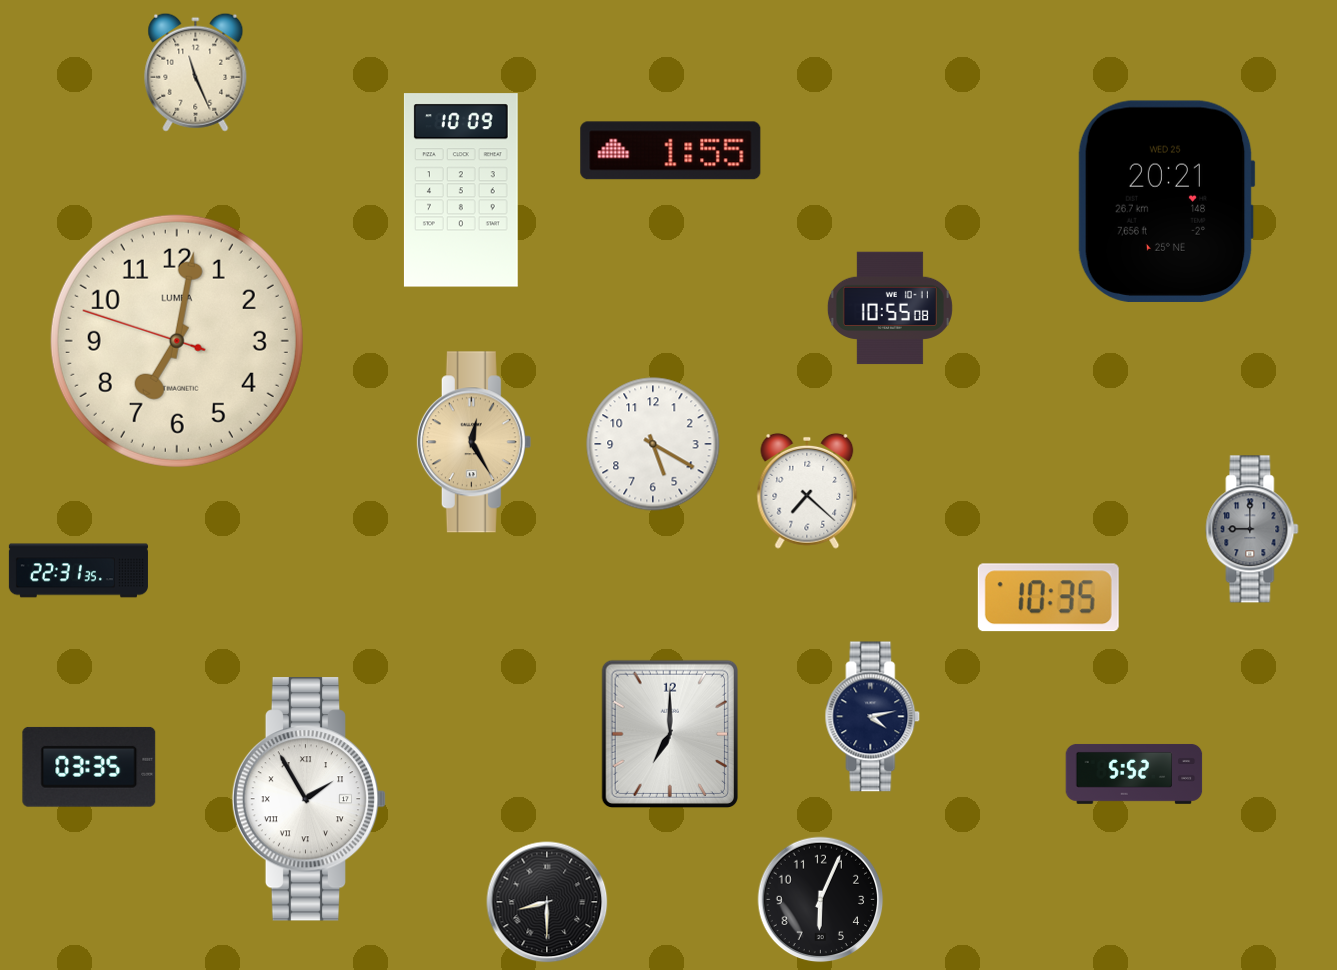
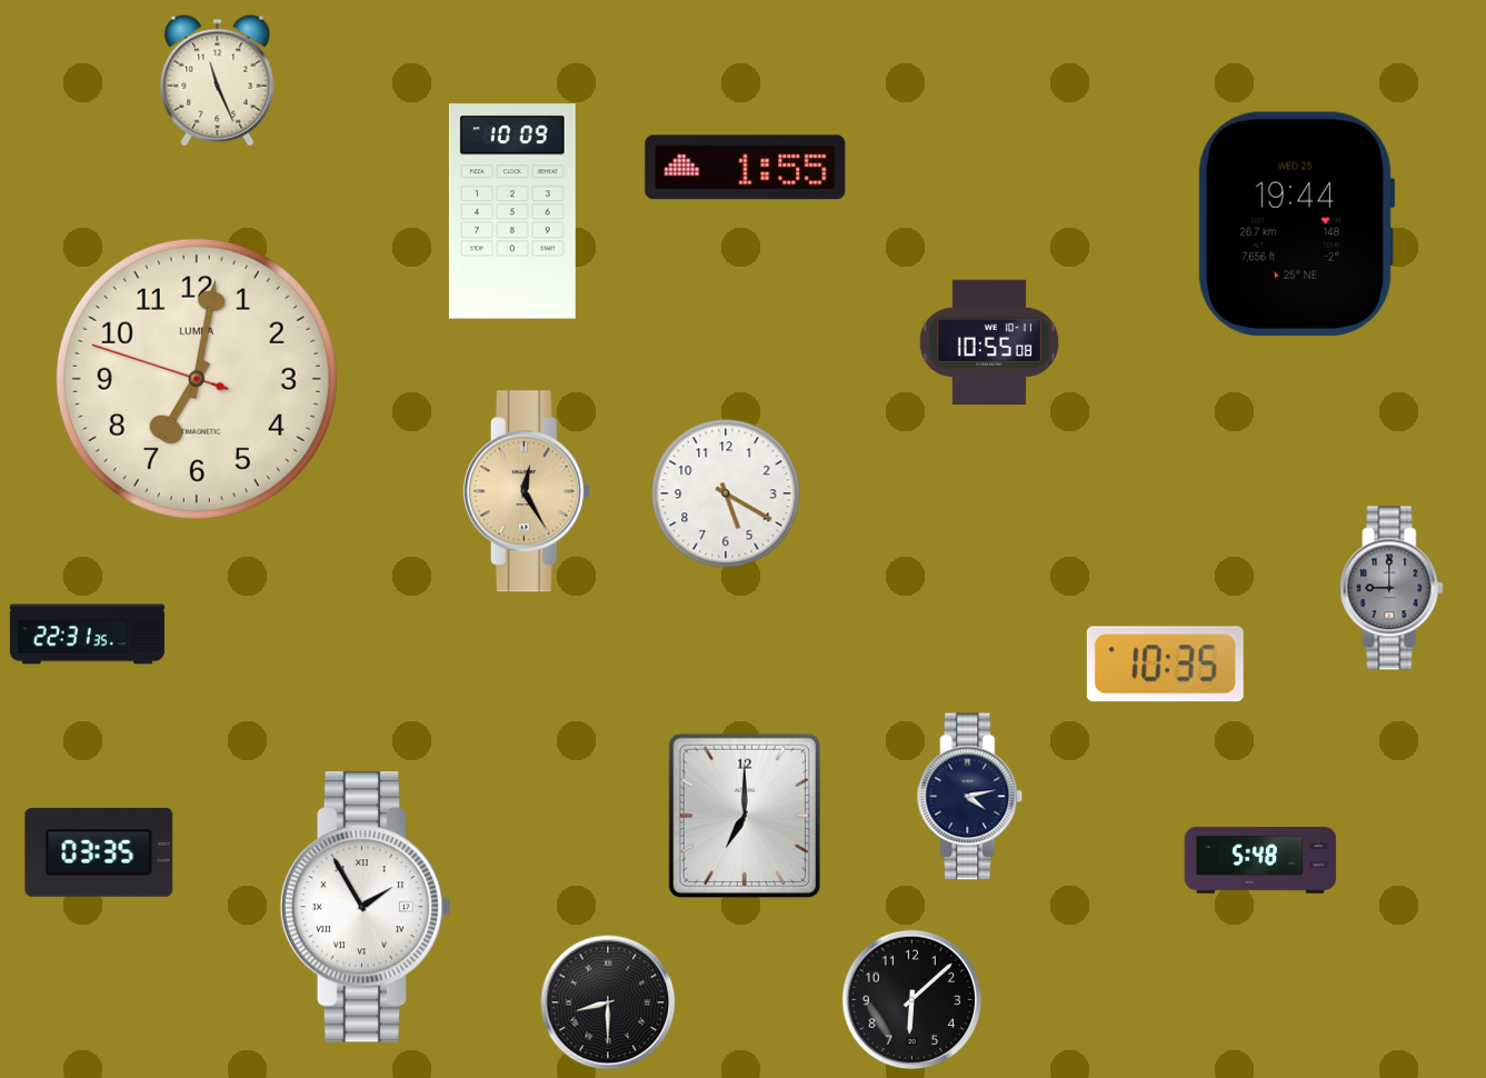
clock at (1166, 201): 20:21 -> 19:44
clock at (807, 491): 7:22 -> none
clock at (1134, 774): 5:52 -> 5:48
clock at (309, 799) position: (309, 799) -> (366, 907)
clock at (821, 900): 6:04 -> 6:08
